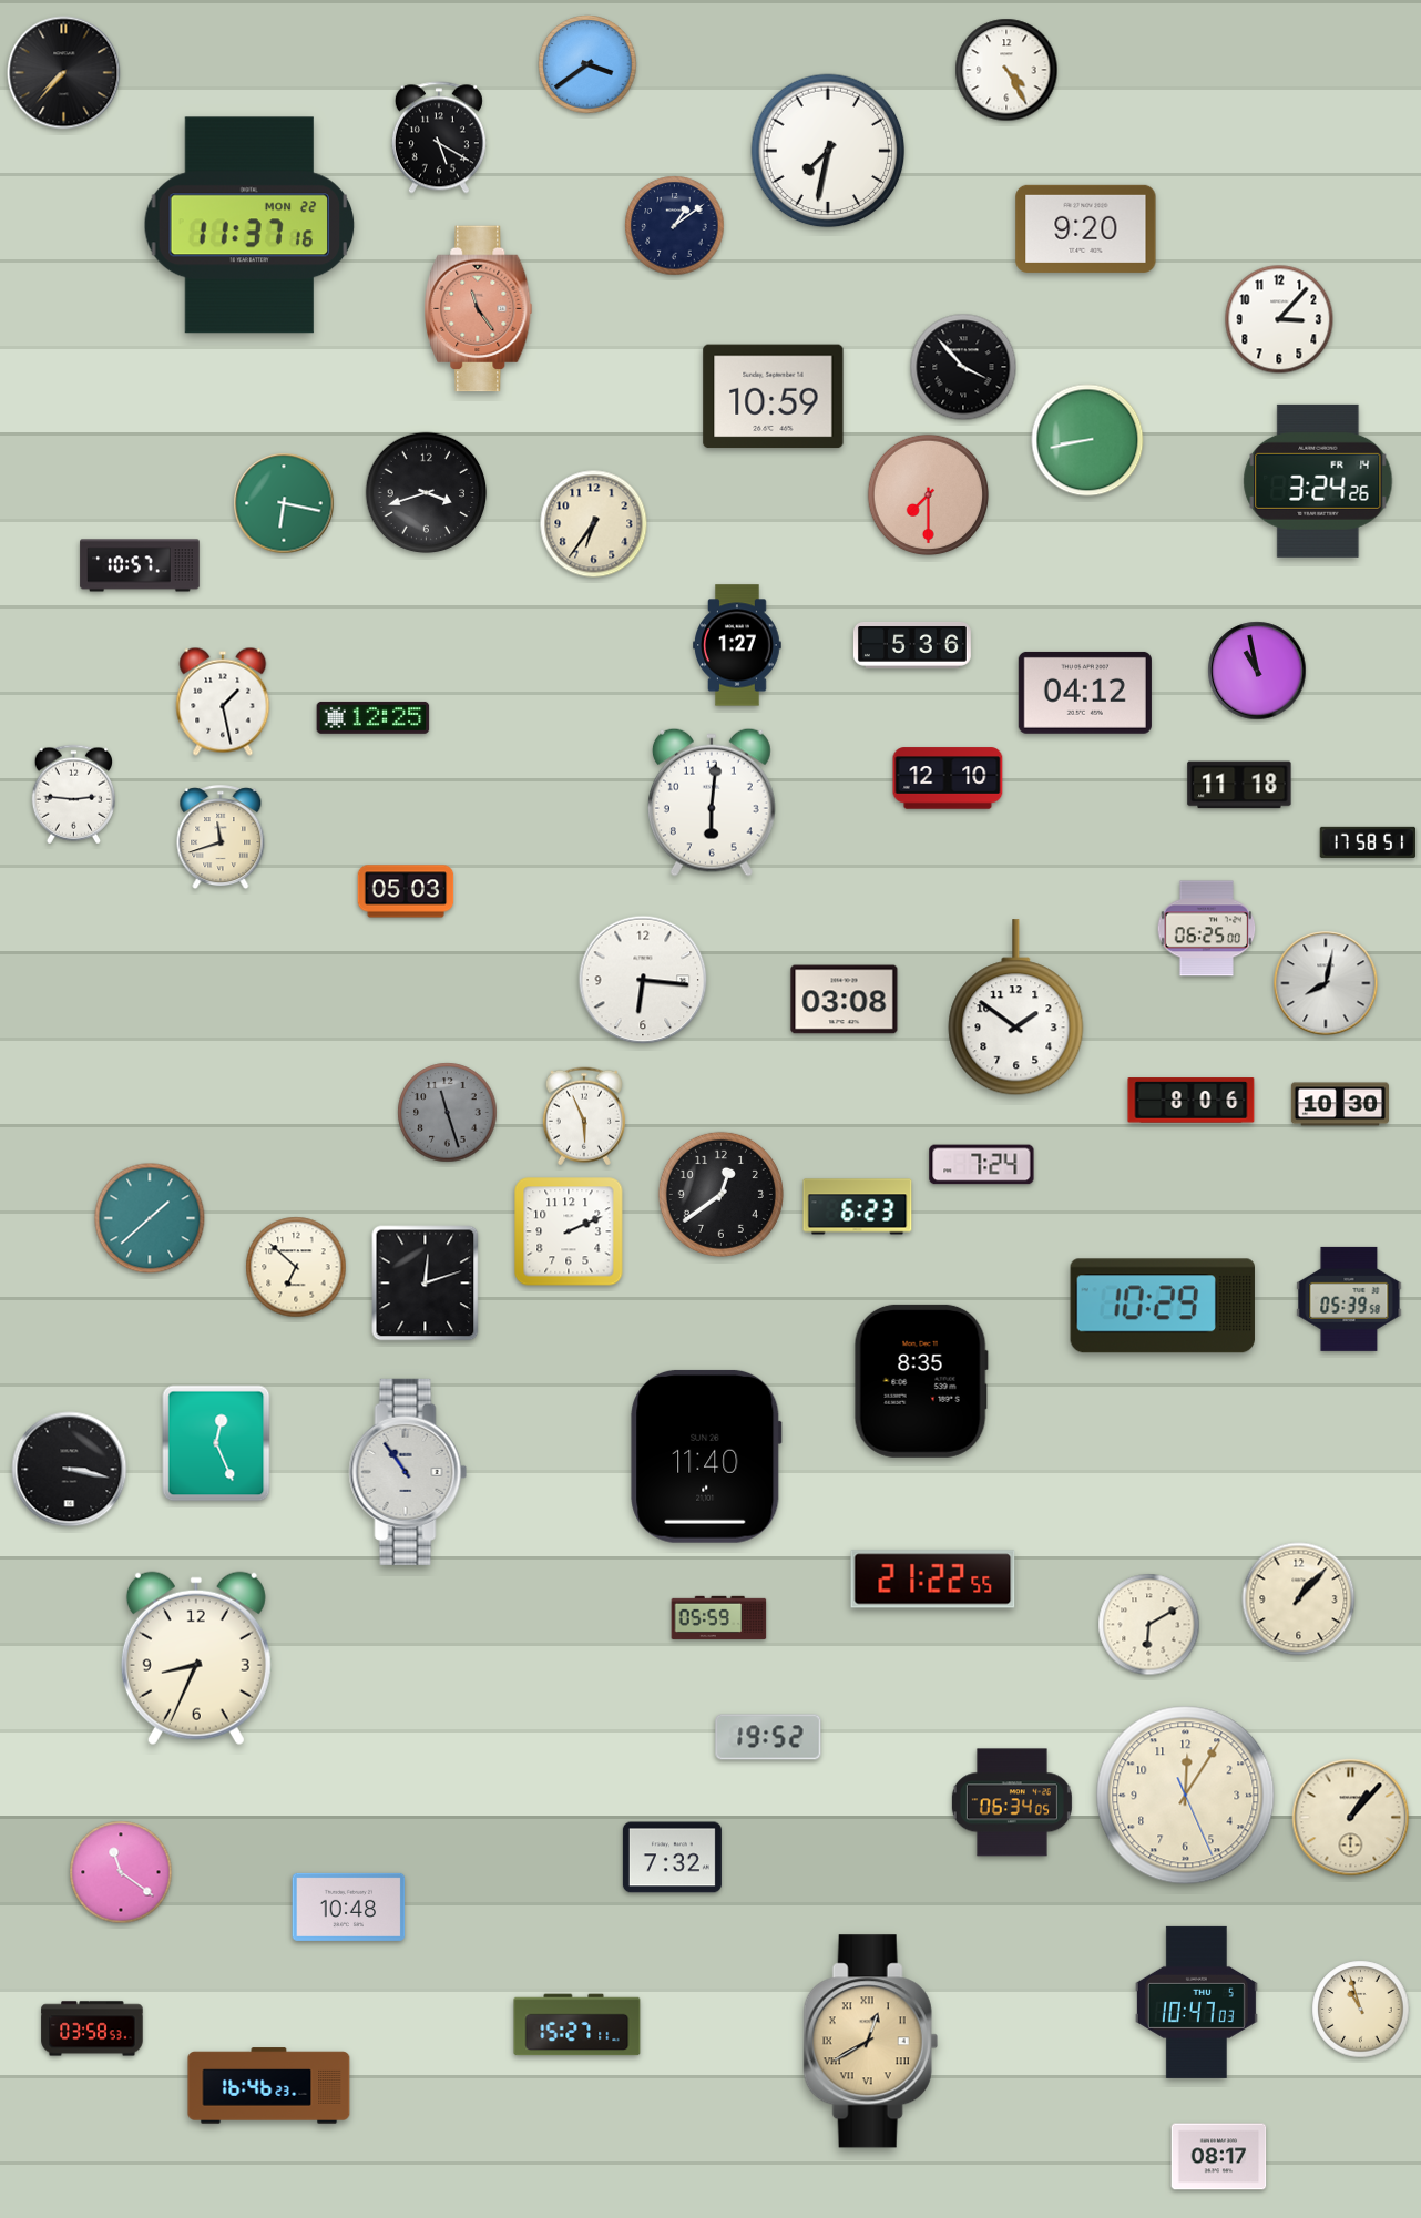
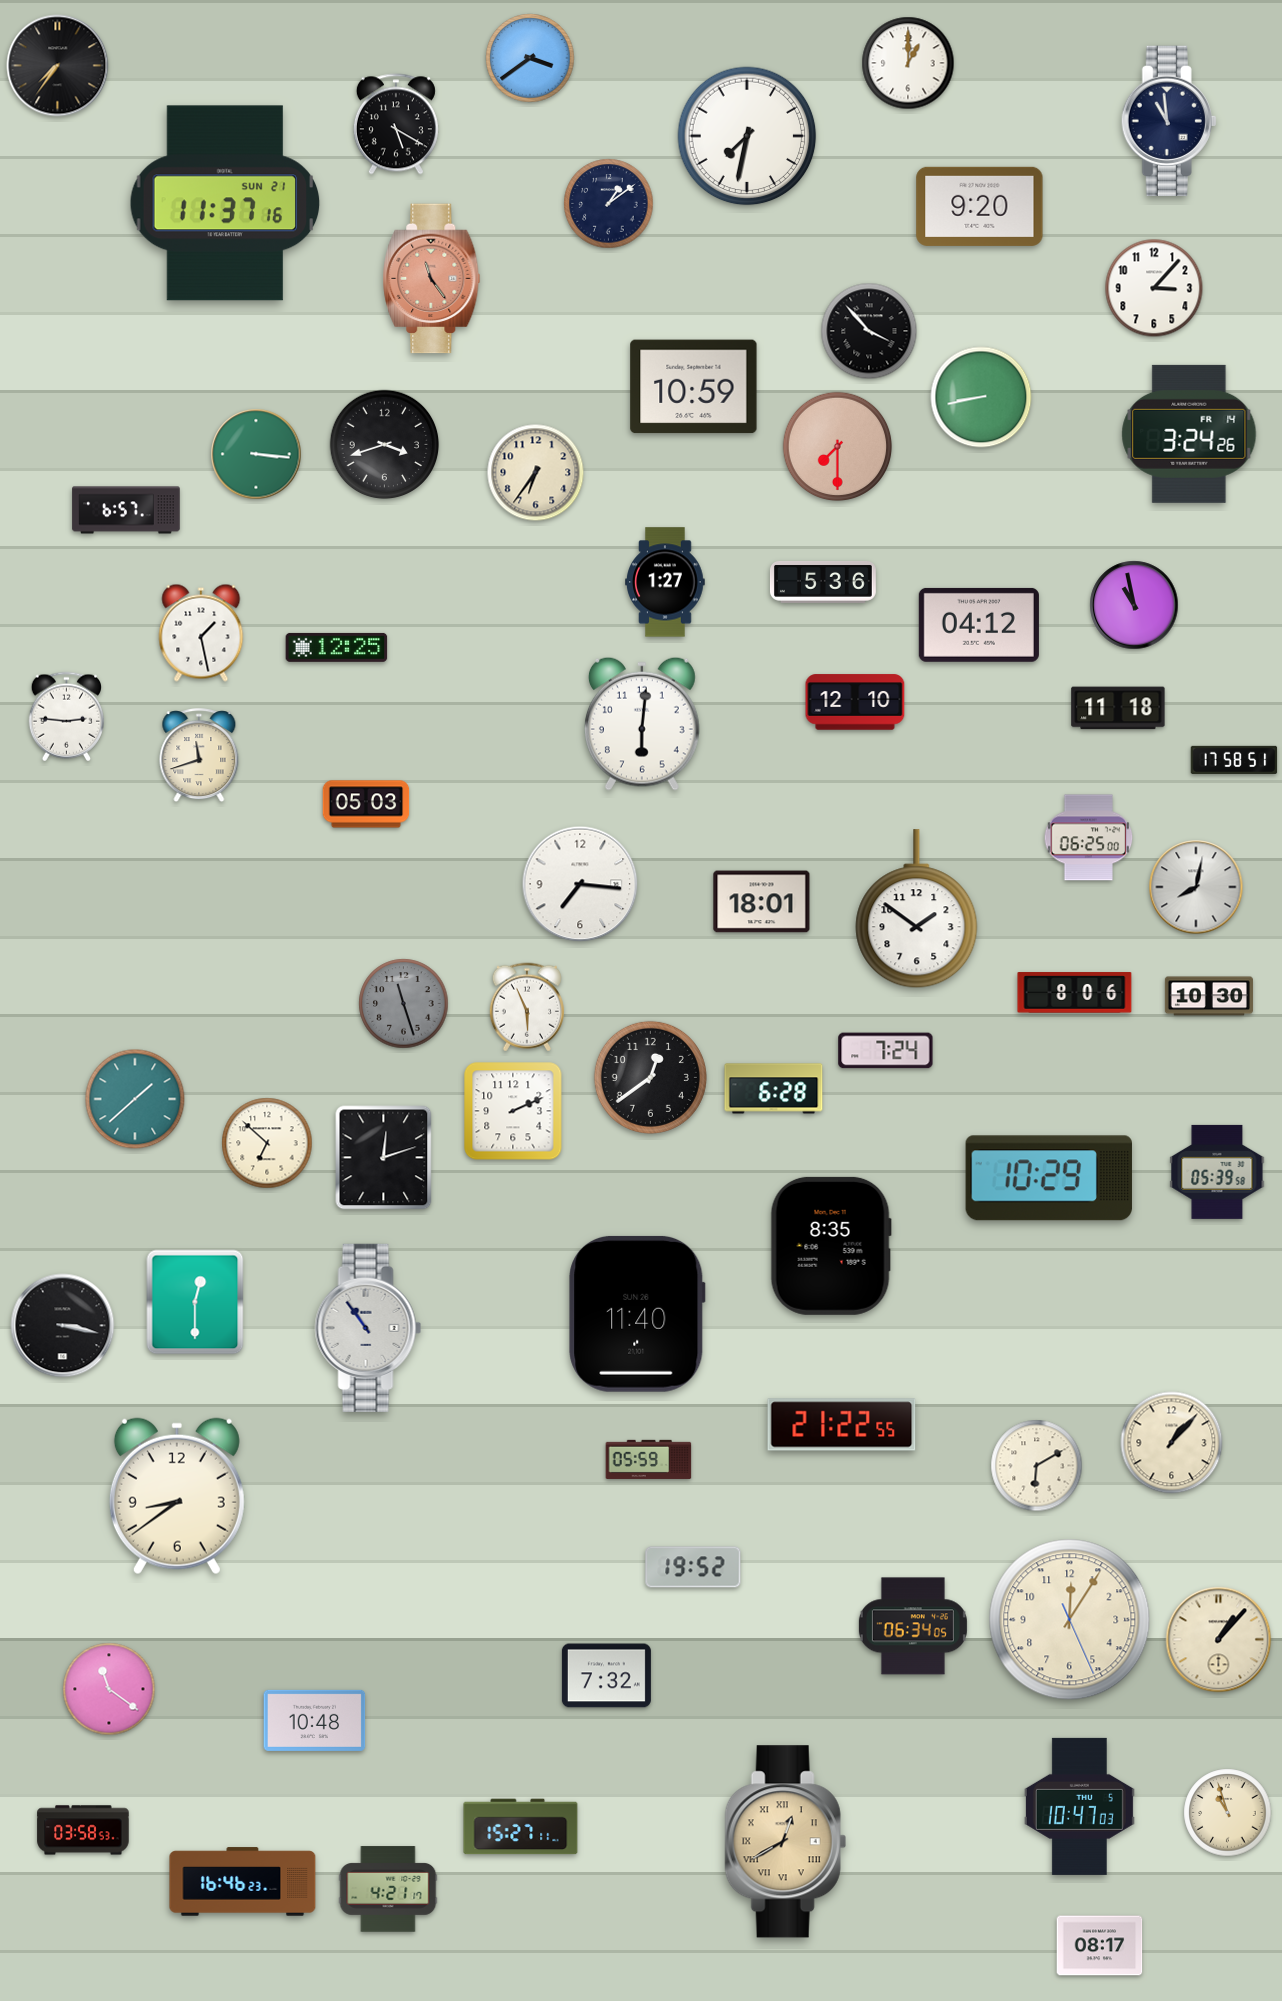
clock at (1006, 70): 4:25 -> 1:00
clock at (64, 73): 7:37 -> 7:36
clock at (1169, 121): none -> 10:59
clock at (249, 225) date: MON 22 -> SUN 21
clock at (774, 397) position: (774, 397) -> (694, 387)
clock at (284, 503): 6:17 -> 3:16
clock at (140, 565): 10:57 -> 6:57
clock at (643, 980): 6:16 -> 7:16
clock at (845, 1000): 03:08 -> 18:01
clock at (858, 1207): 6:23 -> 6:28
clock at (216, 1443): 12:26 -> 12:30
clock at (196, 1658): 8:34 -> 8:39
clock at (388, 1889): none -> 4:21
